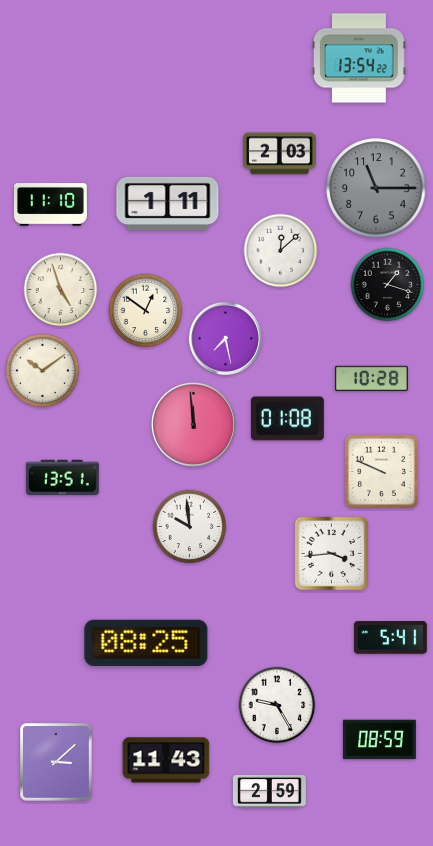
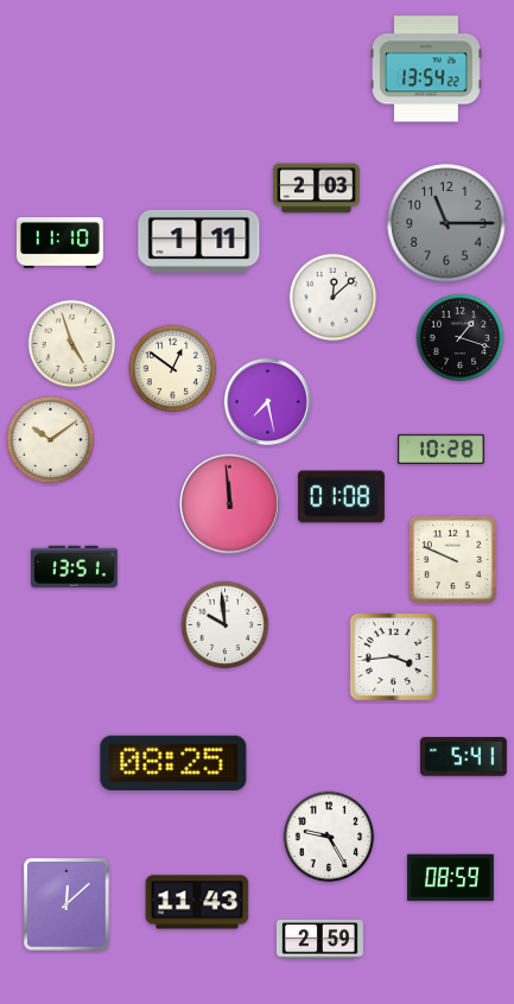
clock at (279, 154) position: (279, 154) -> (316, 189)
clock at (57, 763): 3:08 -> 12:08
